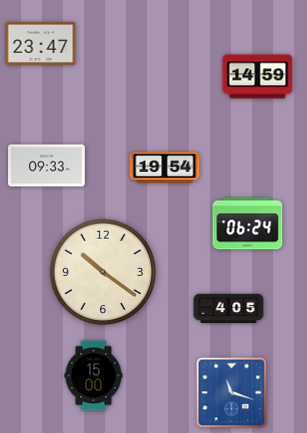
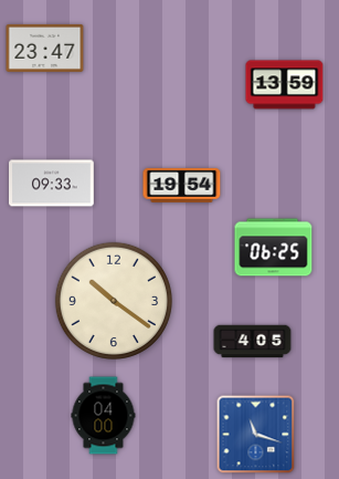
clock at (258, 77): 14:59 -> 13:59
clock at (248, 224): 06:24 -> 06:25
clock at (94, 376): 15:00 -> 04:00
